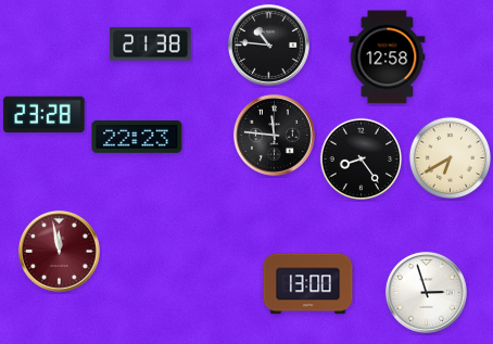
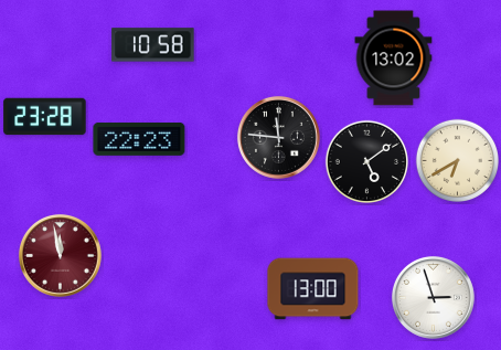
clock at (151, 44): 21:38 -> 10:58
clock at (268, 44): 10:46 -> none
clock at (388, 58): 12:58 -> 13:02
clock at (362, 160): 8:24 -> 5:09
